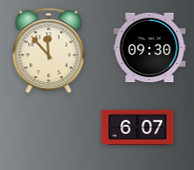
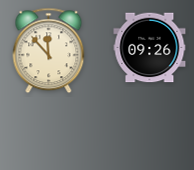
clock at (150, 48): 09:30 -> 09:26
clock at (138, 127): 6:07 -> none
